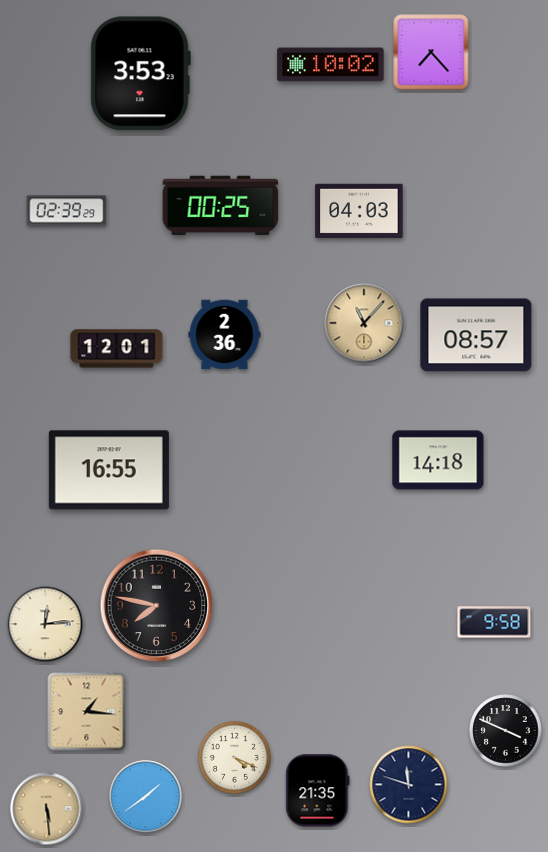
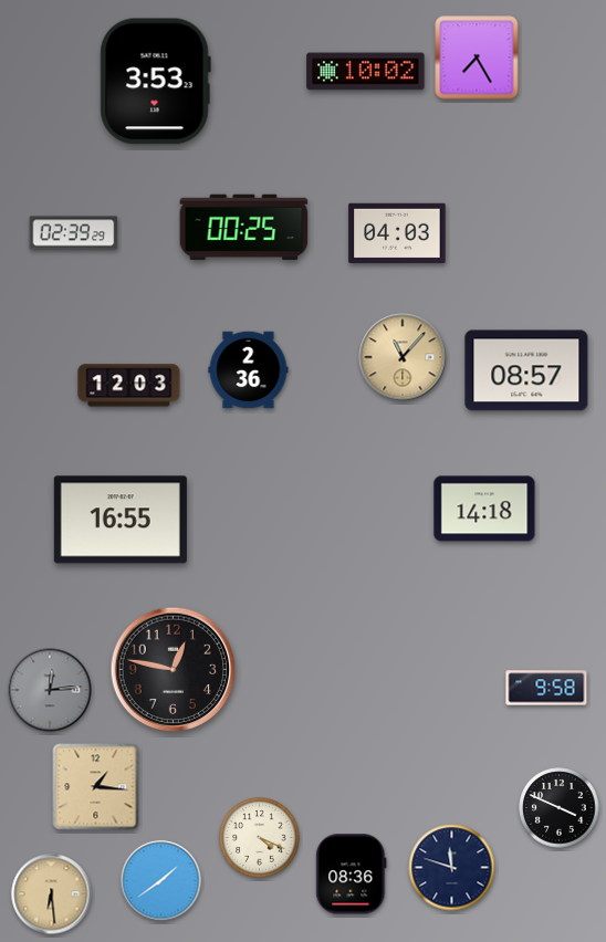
clock at (431, 52): 7:23 -> 7:25
clock at (117, 349): 12:01 -> 12:03
clock at (157, 606): 7:47 -> 12:47
clock at (45, 624) dial: cream -> grey
clock at (318, 791): 21:35 -> 08:36
clock at (47, 809): 5:29 -> 6:29
